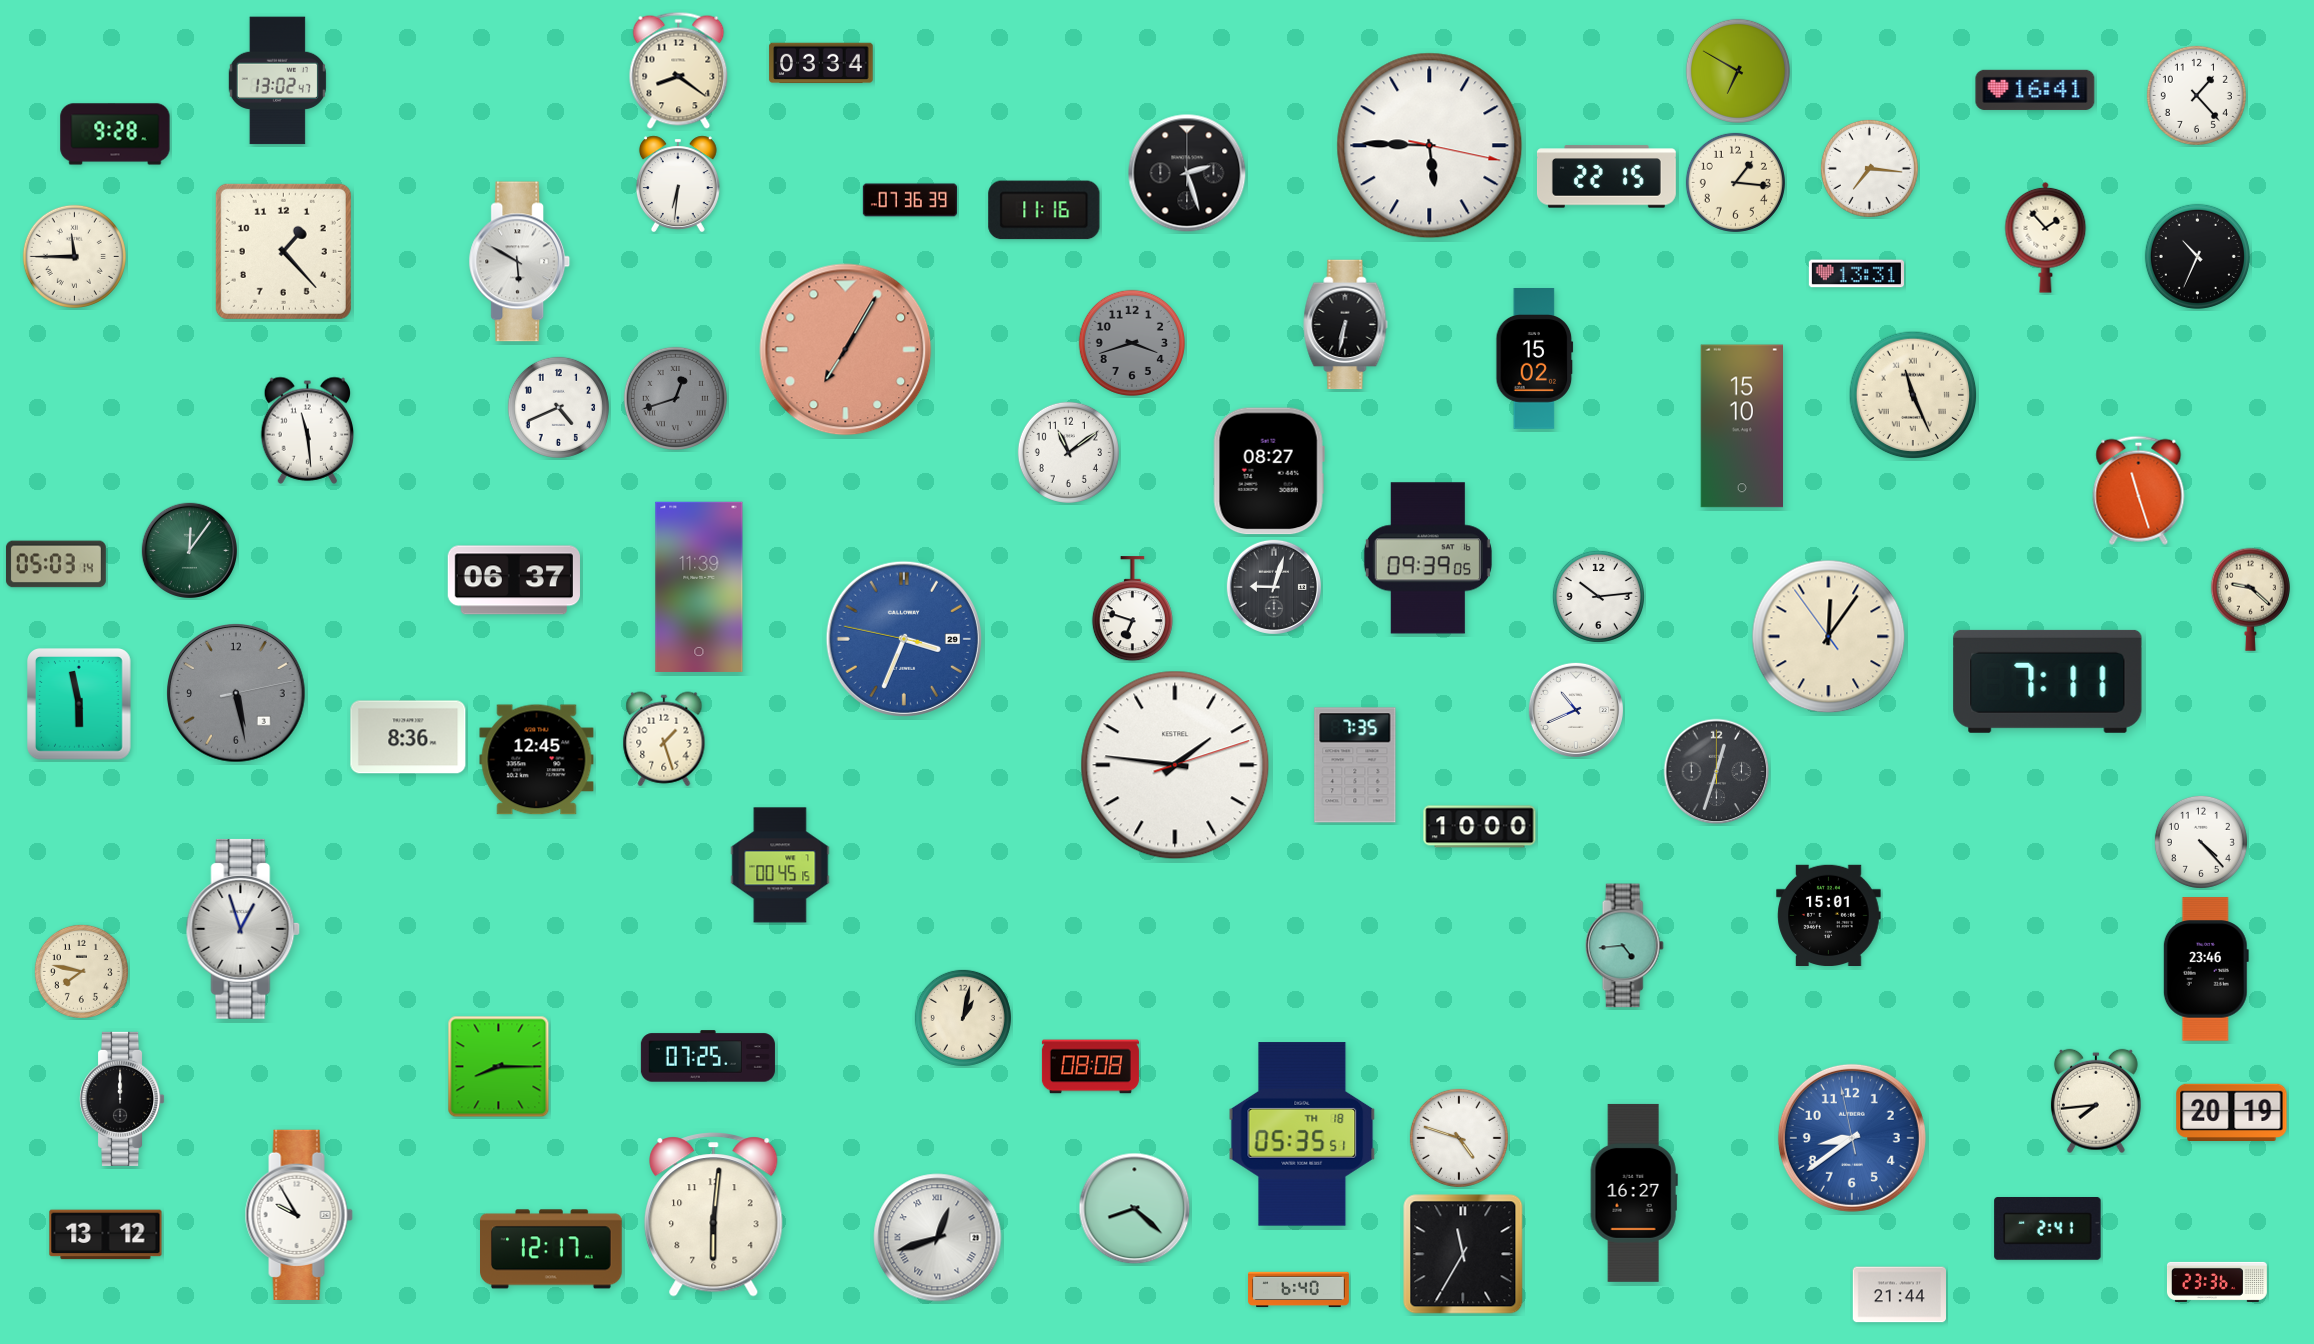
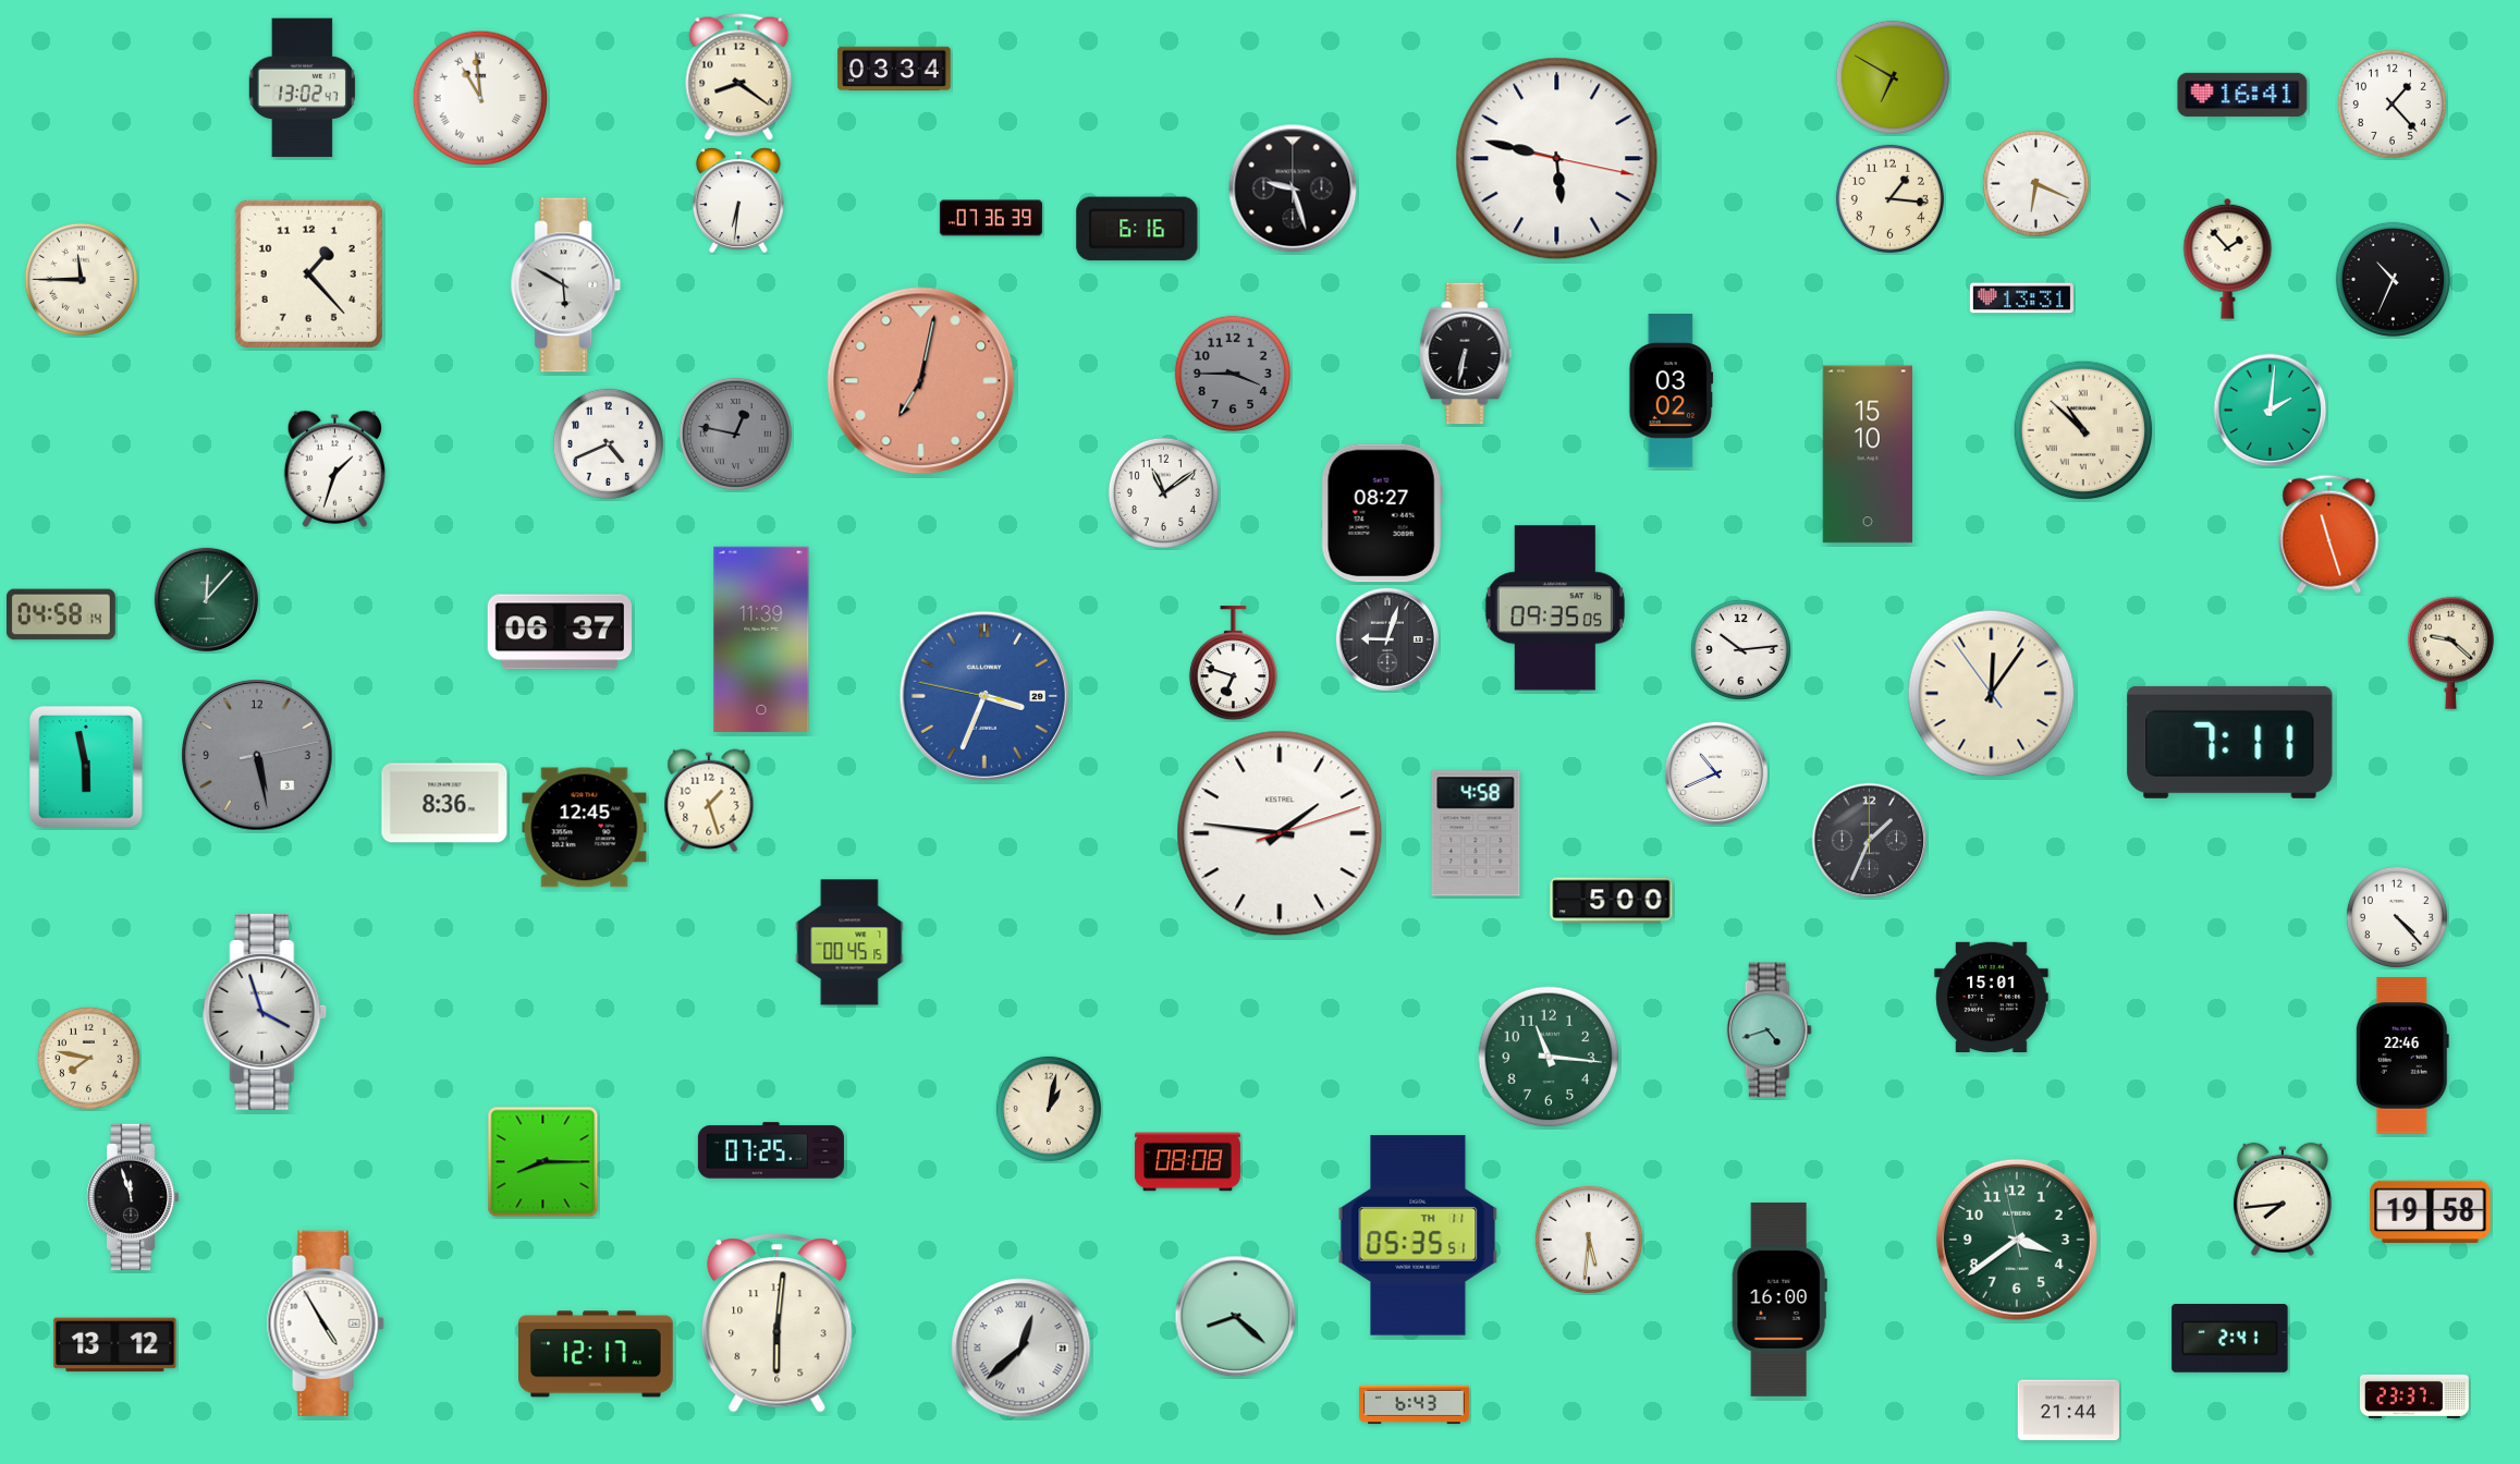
clock at (480, 98): none -> 10:59
clock at (2035, 90) position: (2035, 90) -> (2242, 95)
clock at (115, 134): 9:28 -> none
clock at (1430, 146): 5:45 -> 5:47
clock at (1869, 168): 7:16 -> 6:19
clock at (1187, 173): 2:27 -> 9:27
clock at (1606, 177): 22:15 -> none
clock at (1044, 210): 11:16 -> 6:16
clock at (1132, 343): 3:42 -> 3:45
clock at (846, 350): 7:05 -> 7:02
clock at (1535, 359): 15:02 -> 03:02
clock at (2271, 411): none -> 2:01
clock at (1913, 395): 11:26 -> 10:52
clock at (675, 398): 12:42 -> 12:47
clock at (1741, 426) position: (1741, 426) -> (1867, 454)
clock at (308, 430): 11:29 -> 1:33
clock at (189, 550): 12:06 -> 12:07
clock at (1428, 558): 09:39 -> 09:35
clock at (56, 564): 05:03 -> 04:58
clock at (664, 739) position: (664, 739) -> (709, 801)
clock at (1355, 765): 7:35 -> 4:58
clock at (1717, 772): 12:33 -> 1:34
clock at (1480, 827): 10:00 -> 5:00
clock at (243, 929): 12:57 -> 3:57
clock at (1624, 946): 4:44 -> 4:42
clock at (2206, 969): 23:46 -> 22:46
clock at (1549, 1057): none -> 11:16
clock at (123, 1099): 12:00 -> 11:57
clock at (2232, 1112): 20:19 -> 19:58
clock at (1302, 1134) date: TH 18 -> TH 11
clock at (1459, 1138): 4:48 -> 5:31
clock at (1852, 1138): 8:38 -> 3:38
clock at (1852, 1138) dial: blue -> green
clock at (1634, 1193): 16:27 -> 16:00
clock at (299, 1215): 9:55 -> 4:55
clock at (938, 1238): 12:42 -> 12:38
clock at (552, 1249) position: (552, 1249) -> (597, 1354)
clock at (1463, 1254): 11:35 -> none
clock at (2217, 1282): 23:36 -> 23:37
clock at (1299, 1290): 6:40 -> 6:43
